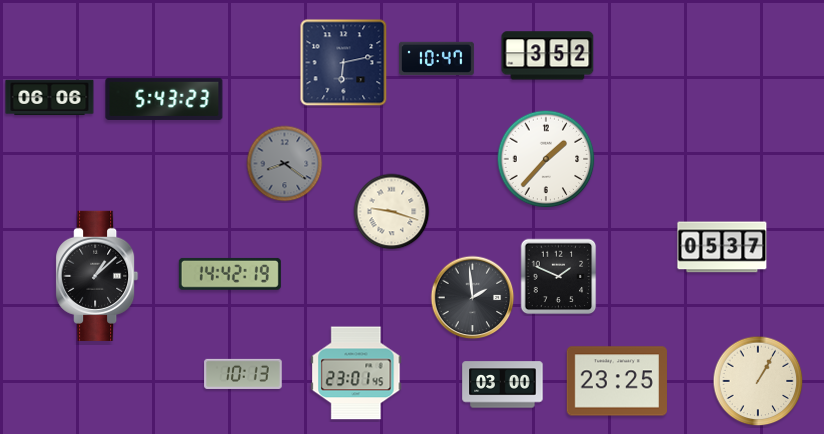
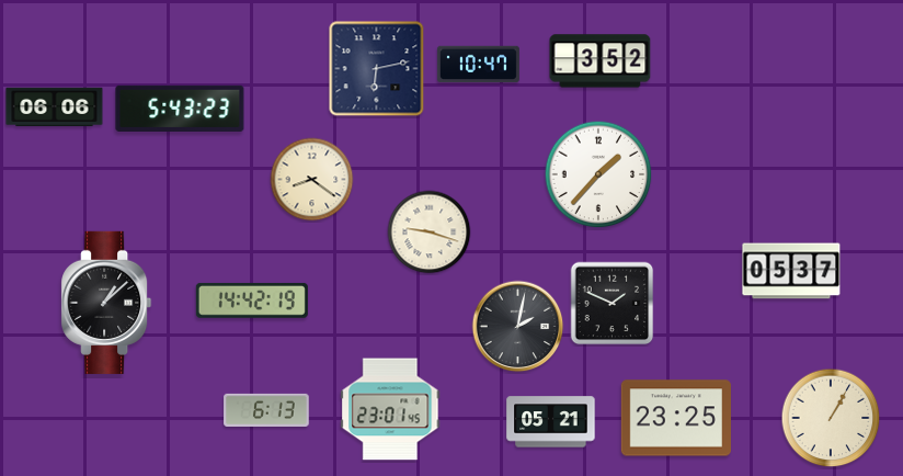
clock at (285, 164) dial: grey -> cream
clock at (473, 298): 1:59 -> 2:02
clock at (243, 374): 10:13 -> 6:13
clock at (503, 385): 03:00 -> 05:21
